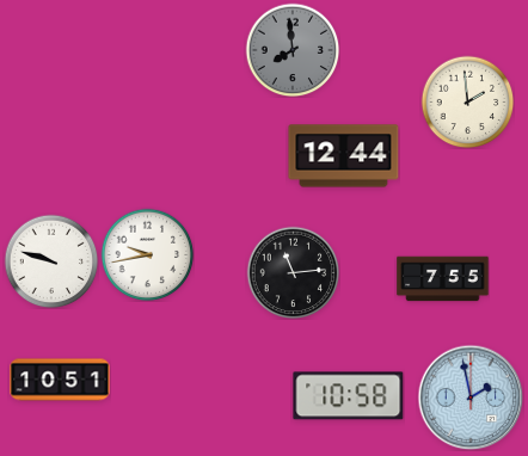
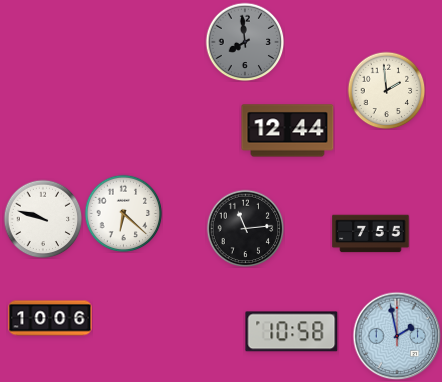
clock at (467, 101) position: (467, 101) -> (386, 90)
clock at (147, 254): 9:43 -> 6:22
clock at (60, 380): 10:51 -> 10:06
clock at (471, 398) position: (471, 398) -> (397, 336)
